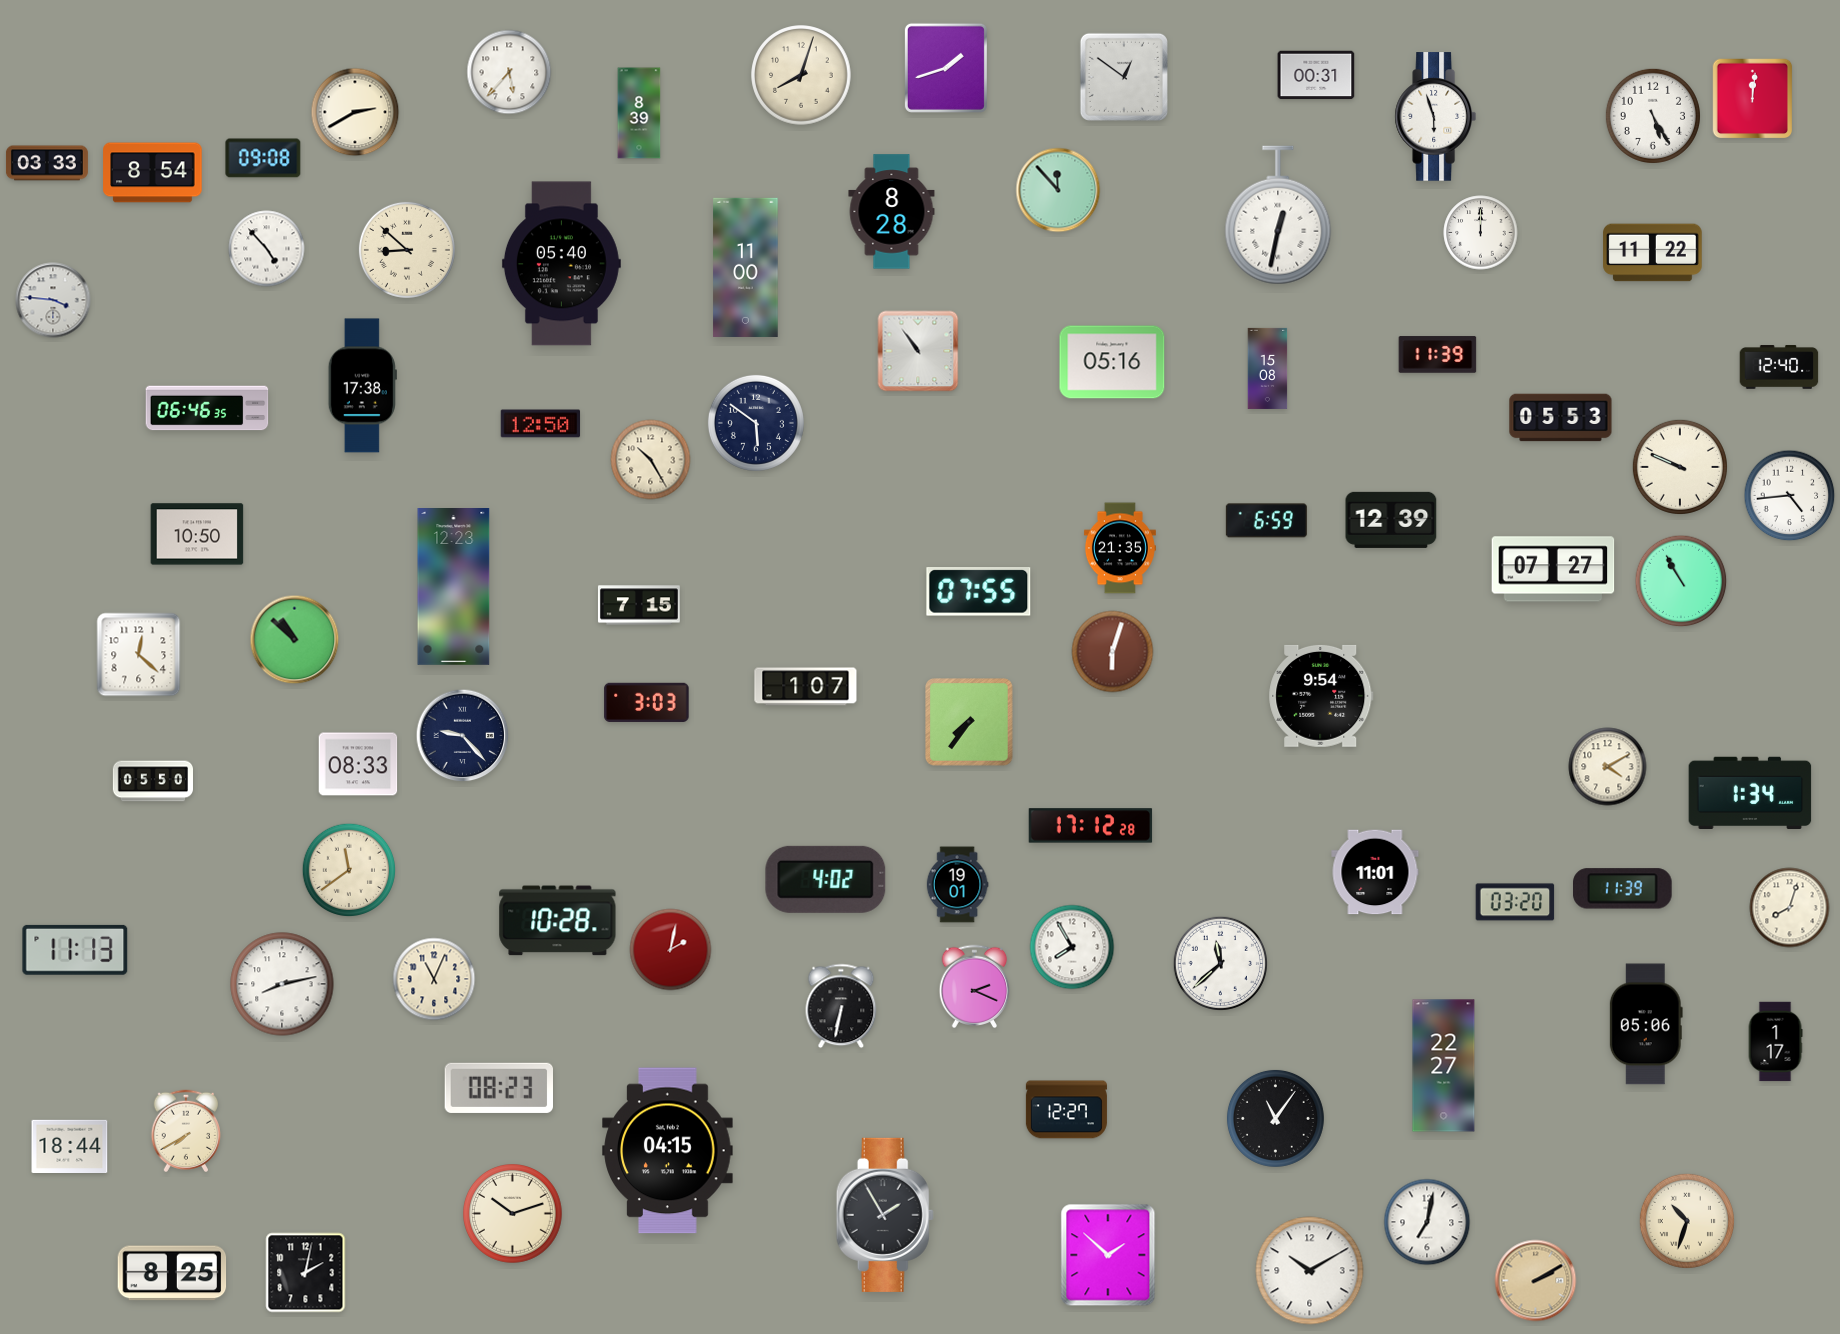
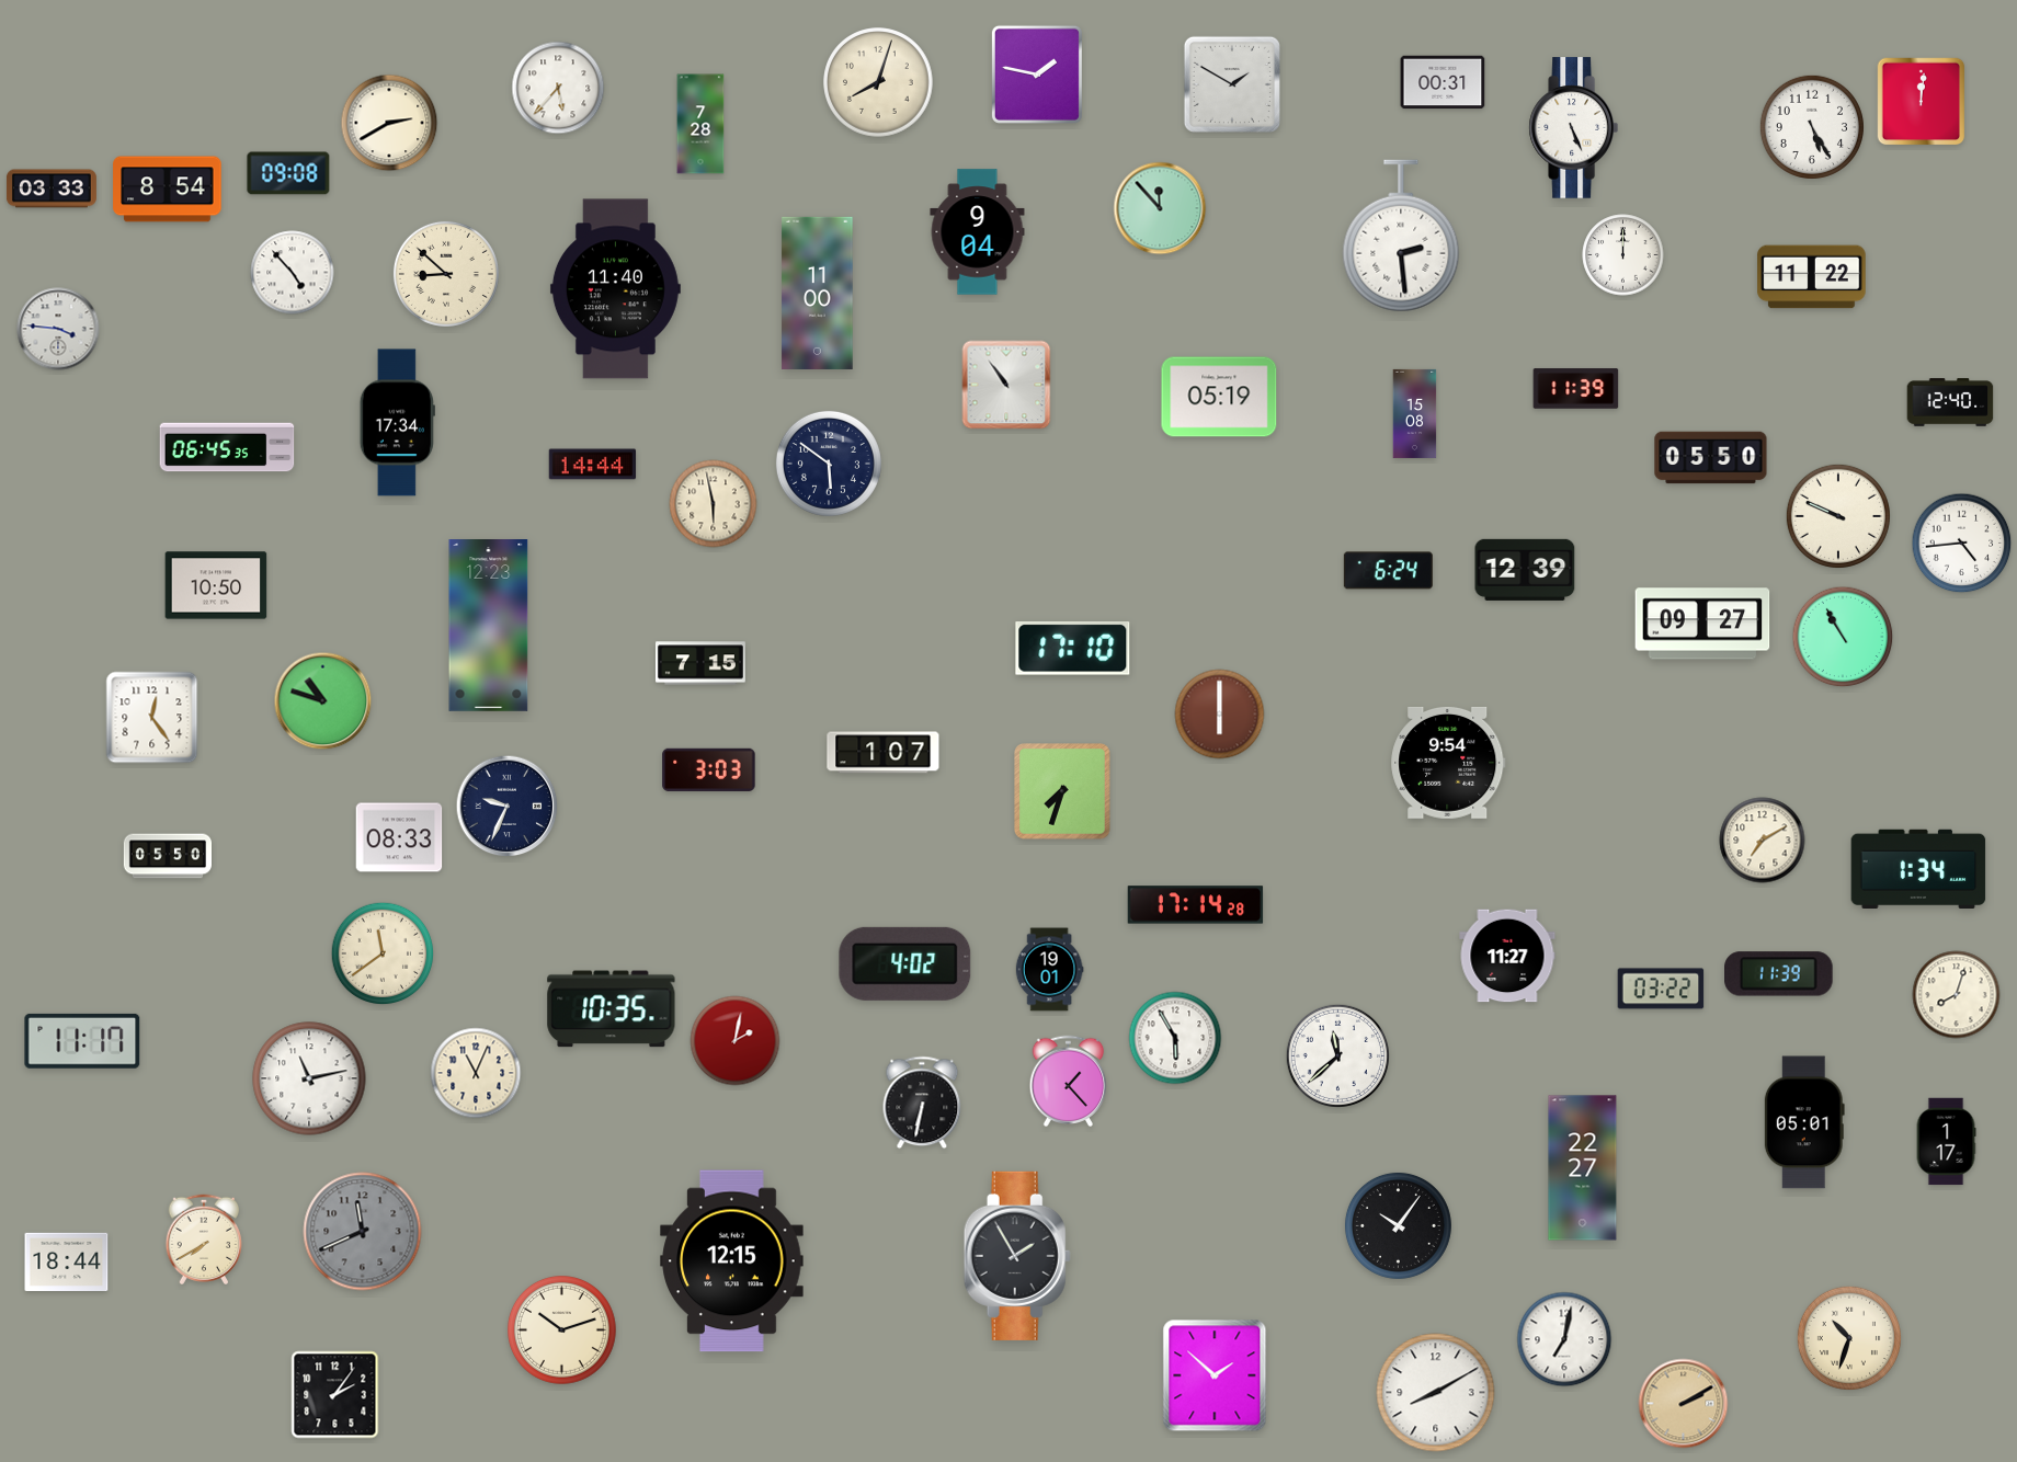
clock at (946, 68): 1:42 -> 1:47
clock at (509, 72) position: (509, 72) -> (558, 88)
clock at (1124, 77): 12:51 -> 1:50
clock at (1753, 99) position: (1753, 99) -> (1922, 102)
clock at (639, 113): 8:39 -> 7:28
clock at (1435, 117): 5:57 -> 5:26
clock at (47, 163) position: (47, 163) -> (52, 189)
clock at (892, 212): 8:28 -> 9:04
clock at (1278, 215): 12:32 -> 2:29
clock at (561, 264): 05:40 -> 11:40
clock at (1112, 362): 05:16 -> 05:19
clock at (1268, 368) position: (1268, 368) -> (1415, 413)
clock at (362, 386): 17:38 -> 17:34
clock at (207, 408): 06:46 -> 06:45
clock at (1561, 418): 05:53 -> 05:50
clock at (541, 424): 12:50 -> 14:44
clock at (651, 460): 10:25 -> 5:58
clock at (1680, 467) position: (1680, 467) -> (1838, 516)
clock at (1266, 521): 6:59 -> 6:24
clock at (1120, 548): 21:35 -> none
clock at (1553, 569): 07:27 -> 09:27
clock at (454, 587) position: (454, 587) -> (489, 626)
clock at (979, 592): 07:55 -> 17:10
clock at (295, 640): 10:52 -> 10:48
clock at (1113, 652): 6:03 -> 6:00
clock at (139, 655): 12:22 -> 12:24
clock at (970, 723): 7:36 -> 7:33
clock at (463, 736): 9:23 -> 9:34
clock at (358, 764) position: (358, 764) -> (399, 837)
clock at (1608, 767): 4:10 -> 7:10
clock at (1091, 826): 17:12 -> 17:14
clock at (1375, 872): 11:01 -> 11:27
clock at (1515, 902): 03:20 -> 03:22
clock at (1790, 908) position: (1790, 908) -> (1957, 995)
clock at (558, 921): 10:28 -> 10:35
clock at (1072, 947): 7:55 -> 5:55
clock at (75, 950): 11:13 -> 11:17
clock at (282, 984): 8:13 -> 11:13
clock at (975, 987): 2:19 -> 1:23
clock at (1646, 1024): 05:06 -> 05:01
clock at (499, 1088): 08:23 -> none
clock at (1066, 1110): 12:27 -> none
clock at (1275, 1118): 11:06 -> 10:06
clock at (363, 1232): none -> 11:41
clock at (70, 1146) position: (70, 1146) -> (67, 1261)
clock at (668, 1151): 04:15 -> 12:15
clock at (885, 1215) position: (885, 1215) -> (1017, 1256)
clock at (1310, 1271): 10:10 -> 8:10
clock at (172, 1273): 8:25 -> none
clock at (306, 1273): 2:02 -> 2:06
